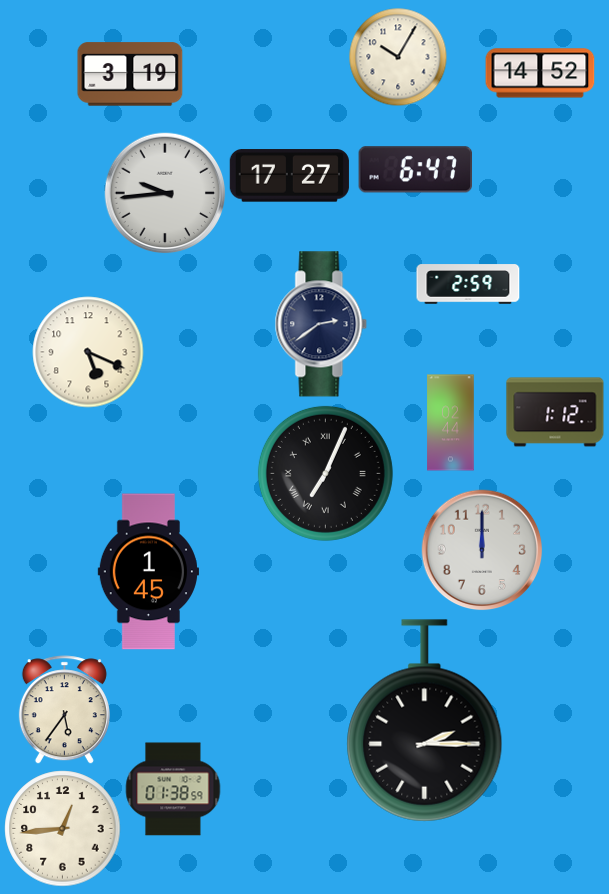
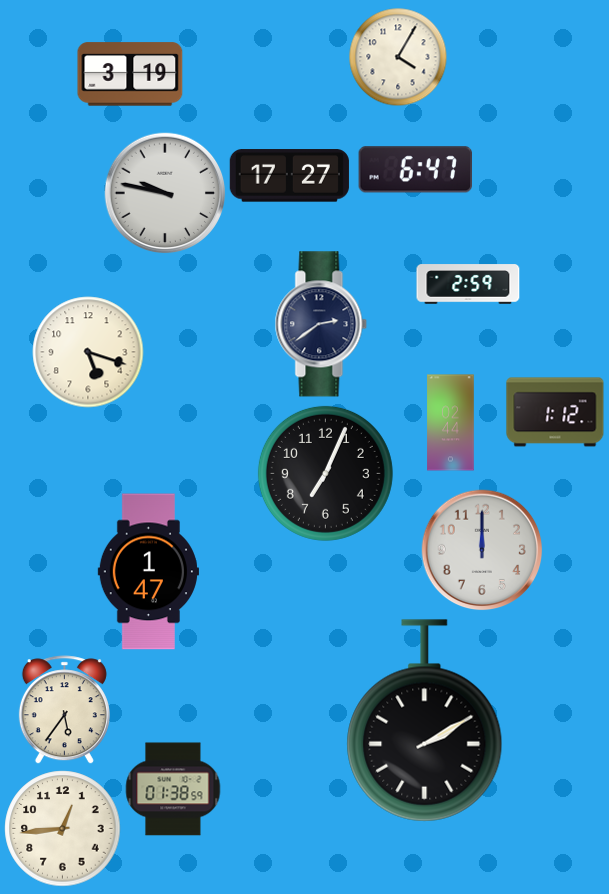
clock at (398, 57): 10:05 -> 4:05
clock at (540, 73): 14:52 -> none
clock at (165, 193): 9:44 -> 9:47
clock at (88, 352): 5:19 -> 5:18
clock at (325, 473) numerals: Roman -> Arabic
clock at (148, 572): 1:45 -> 1:47
clock at (425, 721): 2:15 -> 2:10
